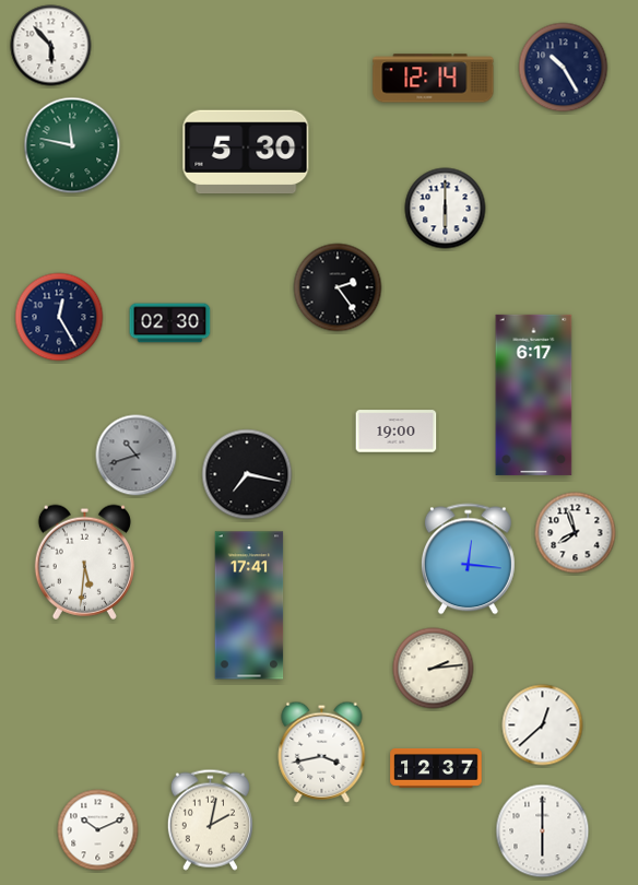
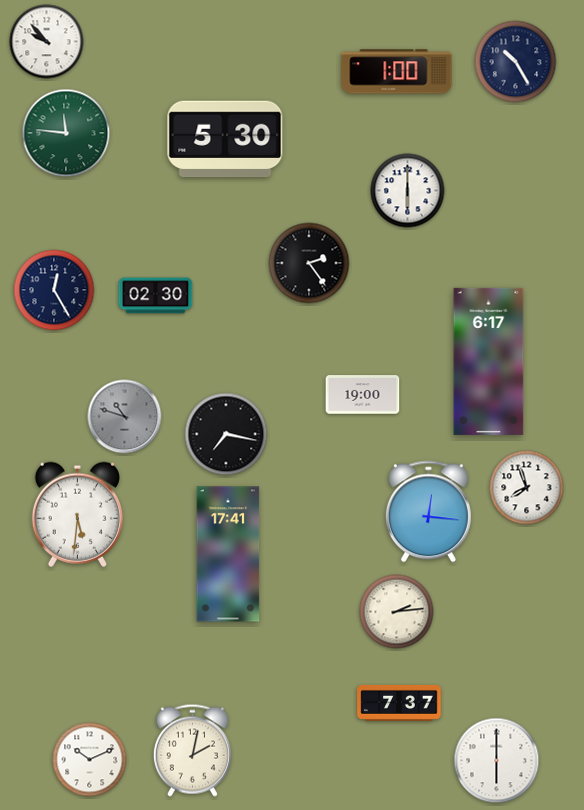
clock at (51, 46): 5:53 -> 9:53
clock at (434, 79): 12:14 -> 1:00
clock at (72, 145): 11:47 -> 11:46
clock at (137, 456): 10:42 -> 10:48
clock at (543, 725): 12:38 -> none
clock at (322, 752): 3:43 -> none
clock at (436, 768): 12:37 -> 7:37
